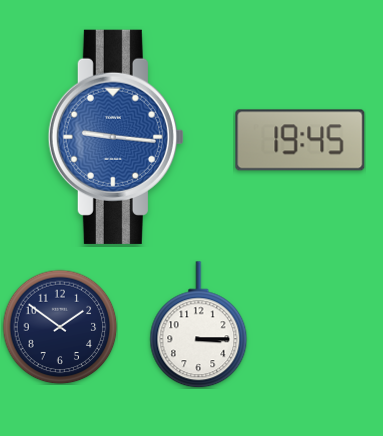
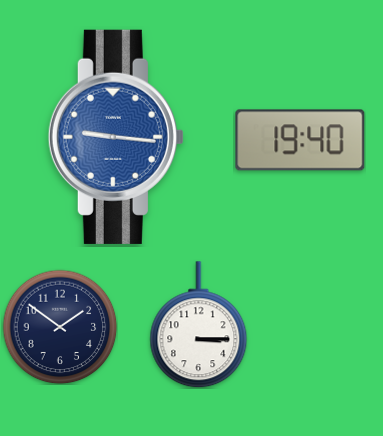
clock at (300, 140): 19:45 -> 19:40
